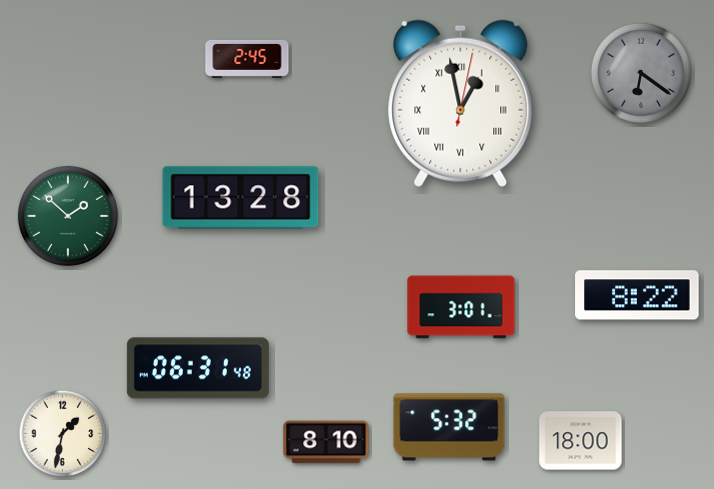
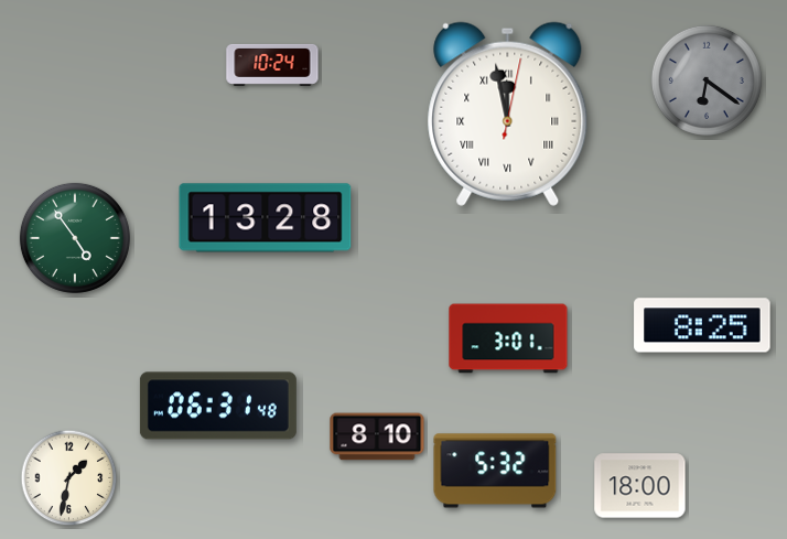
clock at (247, 59): 2:45 -> 10:24
clock at (461, 103): 12:58 -> 11:58
clock at (68, 216): 1:52 -> 4:54
clock at (637, 295): 8:22 -> 8:25
clock at (326, 442) position: (326, 442) -> (377, 436)
